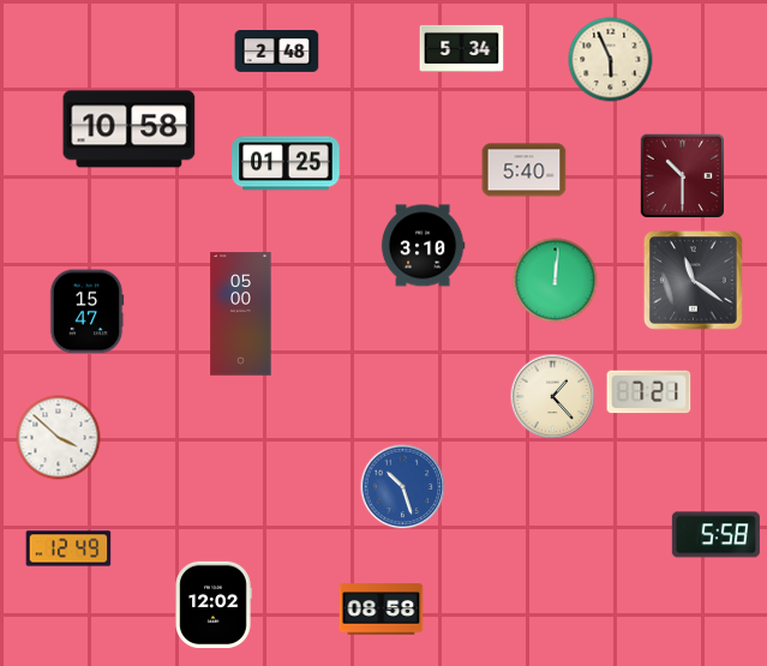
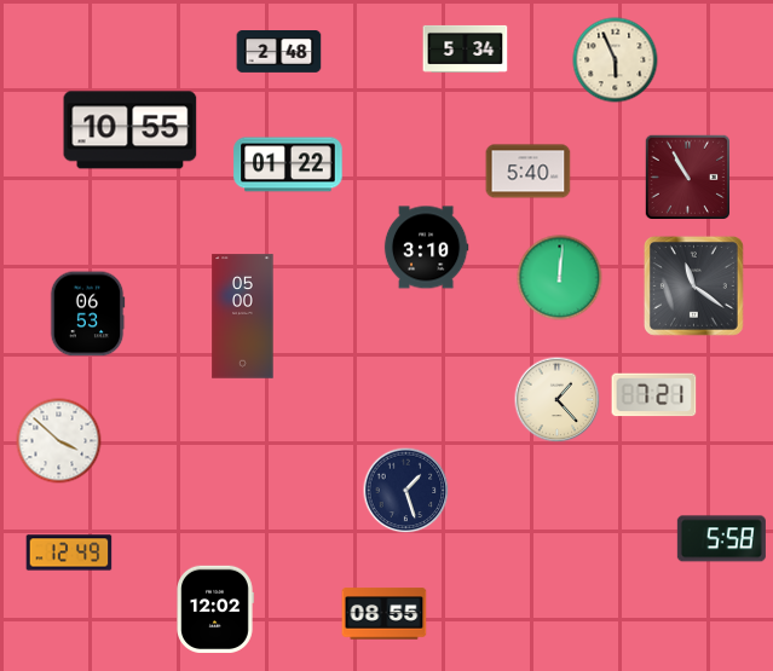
clock at (130, 130): 10:58 -> 10:55
clock at (286, 163): 01:25 -> 01:22
clock at (682, 175): 10:30 -> 10:55
clock at (693, 280) position: (693, 280) -> (693, 285)
clock at (556, 281) position: (556, 281) -> (560, 278)
clock at (86, 312): 15:47 -> 06:53
clock at (403, 487): 10:27 -> 1:27
clock at (403, 487) dial: blue -> navy
clock at (382, 610): 08:58 -> 08:55
